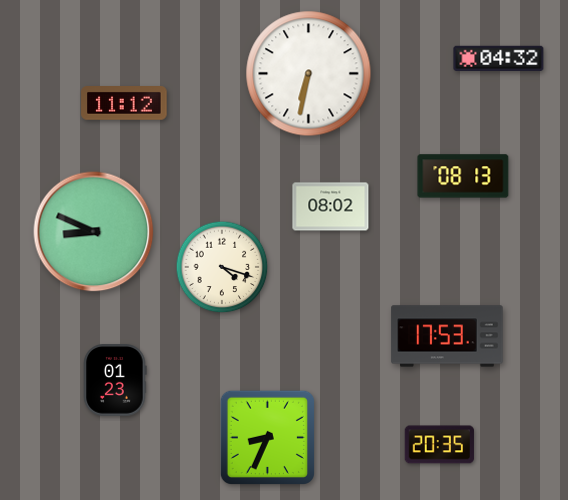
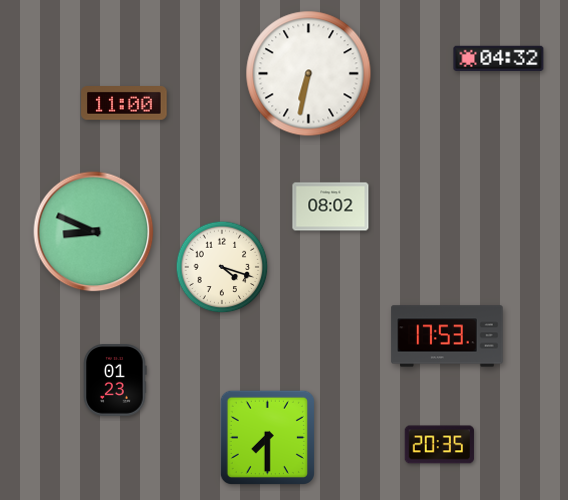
clock at (124, 104): 11:12 -> 11:00
clock at (463, 176): 08:13 -> none
clock at (267, 437): 8:34 -> 7:30
